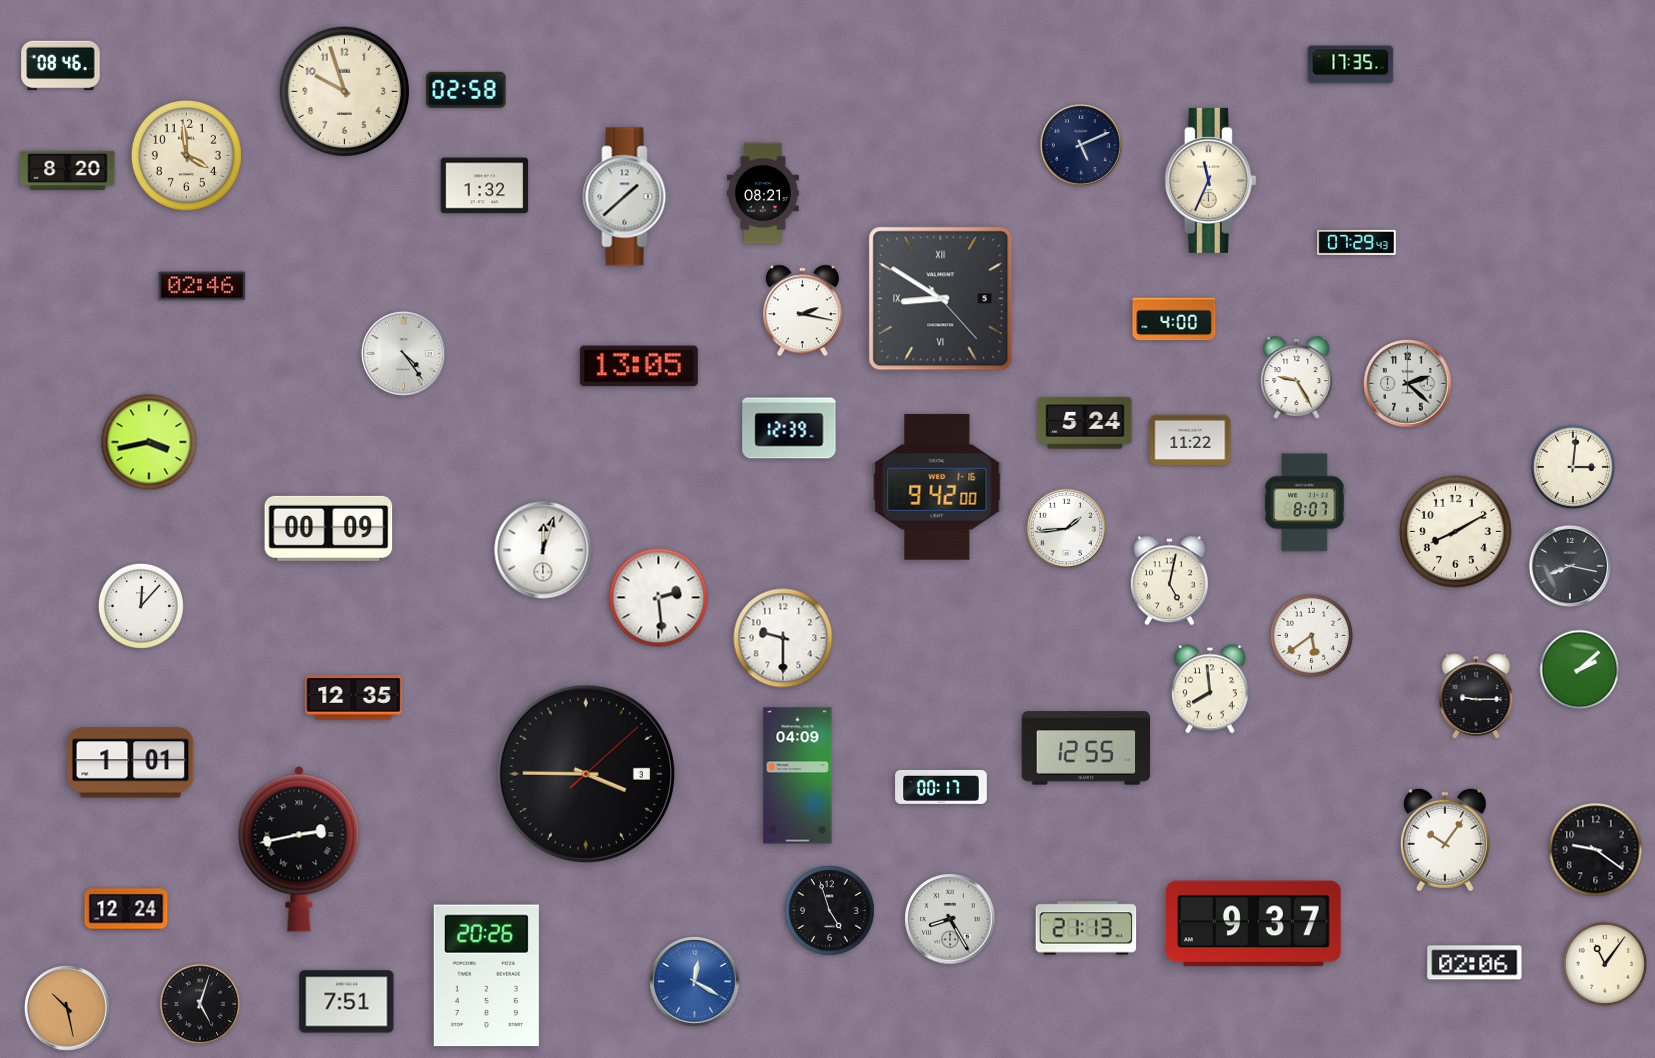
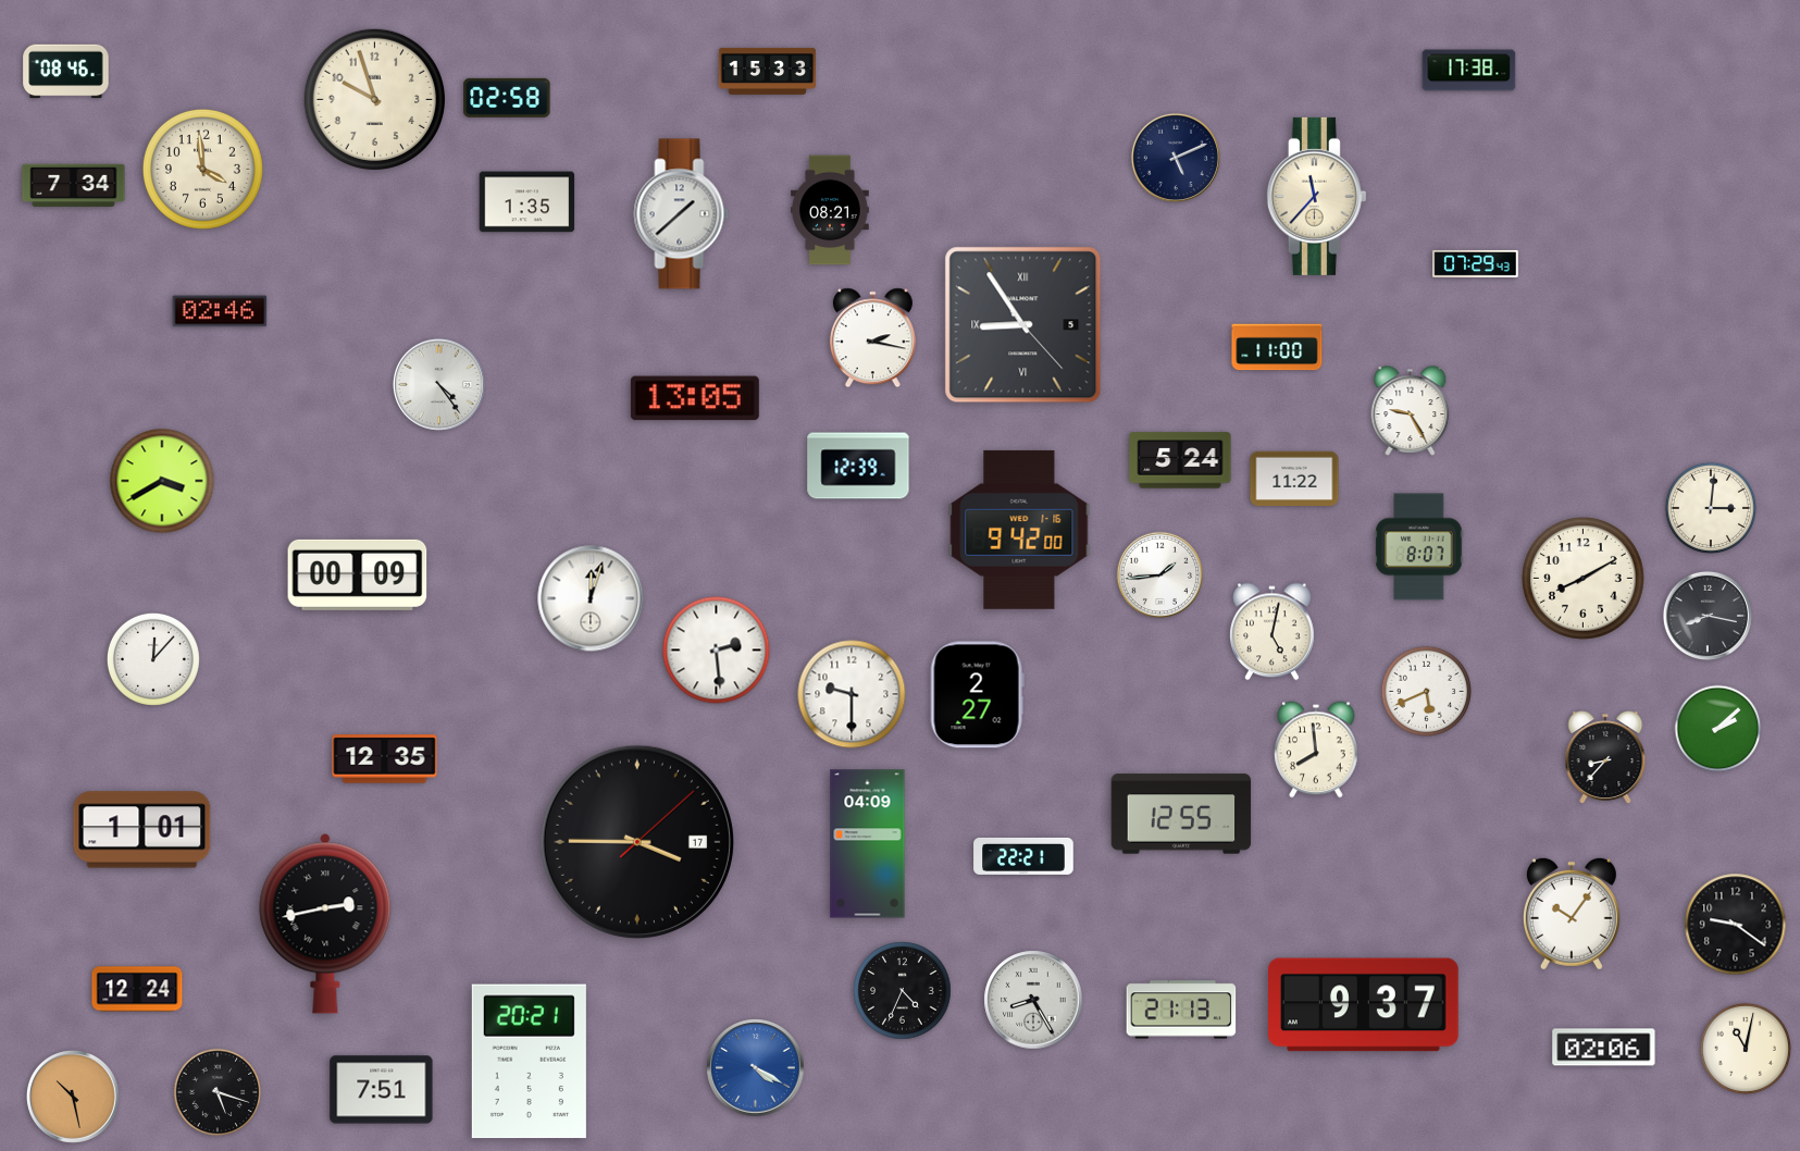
clock at (767, 71): none -> 15:33
clock at (1351, 65): 17:35 -> 17:38
clock at (68, 171): 8:20 -> 7:34
clock at (1210, 180): 11:34 -> 11:37
clock at (485, 186): 1:32 -> 1:35
clock at (941, 299): 8:50 -> 8:54
clock at (1174, 319): 4:00 -> 11:00
clock at (1408, 384): 2:22 -> none
clock at (149, 442): 3:43 -> 3:40
clock at (1312, 636): 5:39 -> 5:41
clock at (977, 695): none -> 2:27
clock at (1476, 696): 9:15 -> 8:37
clock at (586, 774) date: 3 -> 17
clock at (941, 787): 00:17 -> 22:21
clock at (830, 911): 4:57 -> 4:34
clock at (1605, 964): 11:06 -> 11:02
clock at (486, 976): 20:26 -> 20:21
clock at (695, 982): 12:20 -> 4:20
clock at (347, 1002) position: (347, 1002) -> (382, 1090)
clock at (200, 1004): 5:03 -> 5:18
